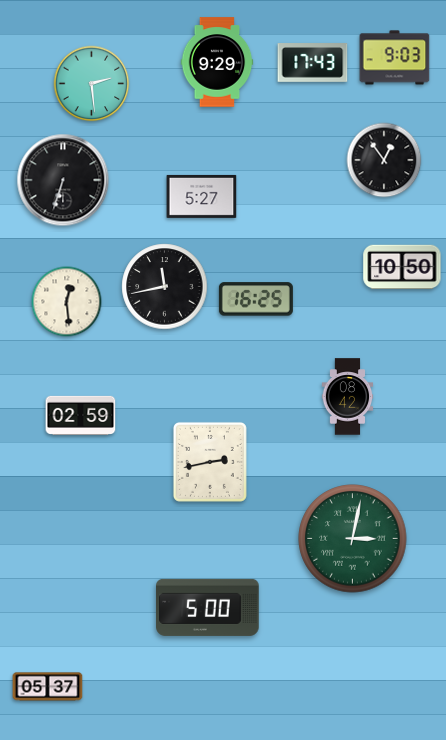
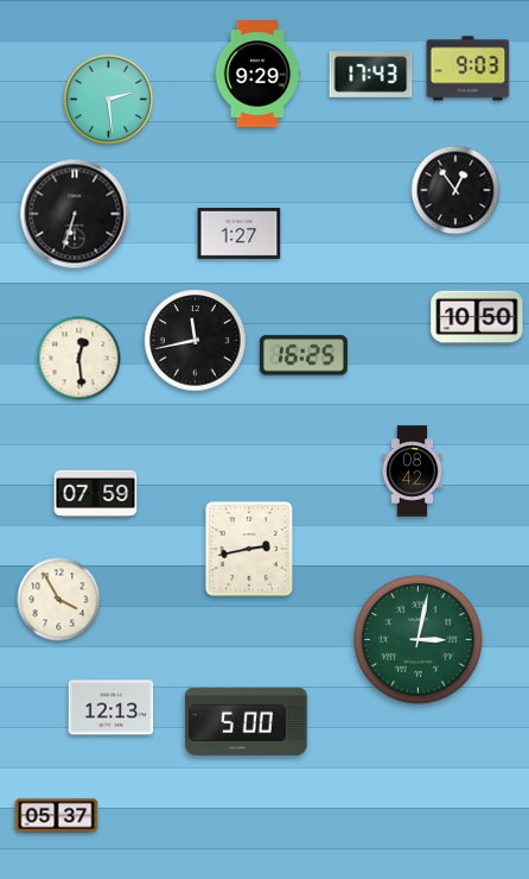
clock at (202, 196): 5:27 -> 1:27
clock at (81, 415): 02:59 -> 07:59
clock at (59, 600): none -> 3:55
clock at (111, 708): none -> 12:13
